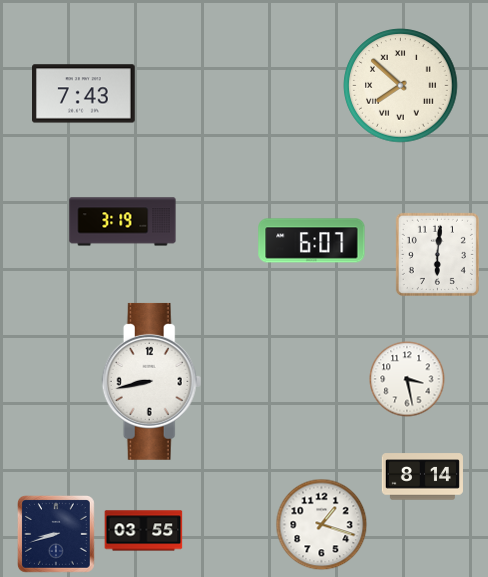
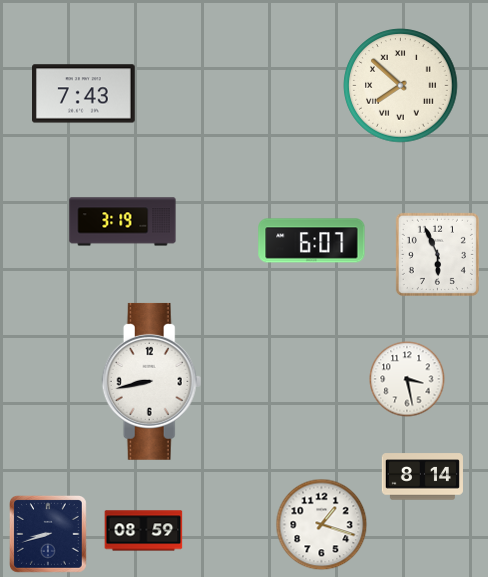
clock at (437, 254): 6:01 -> 5:56
clock at (144, 531): 03:55 -> 08:59
clock at (57, 535) position: (57, 535) -> (49, 535)
